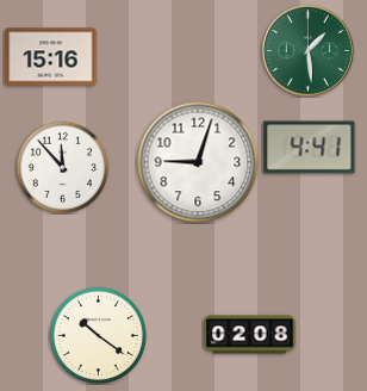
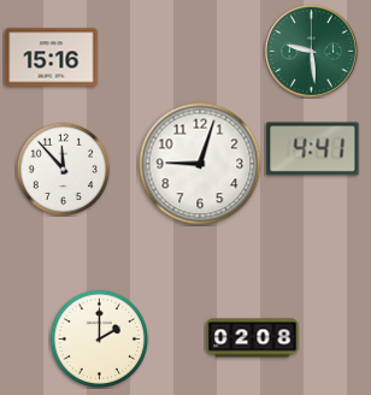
clock at (307, 50): 1:29 -> 9:29
clock at (98, 335): 10:21 -> 2:00
